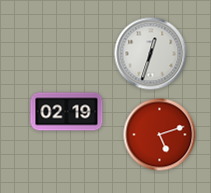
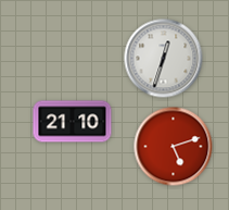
clock at (67, 112): 02:19 -> 21:10
